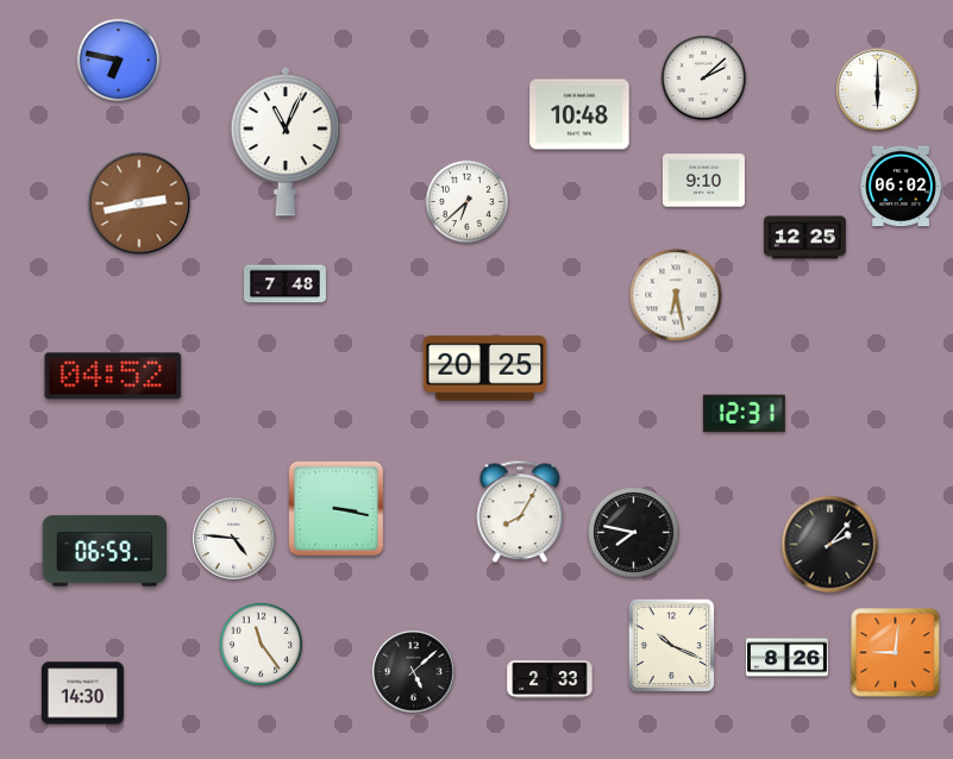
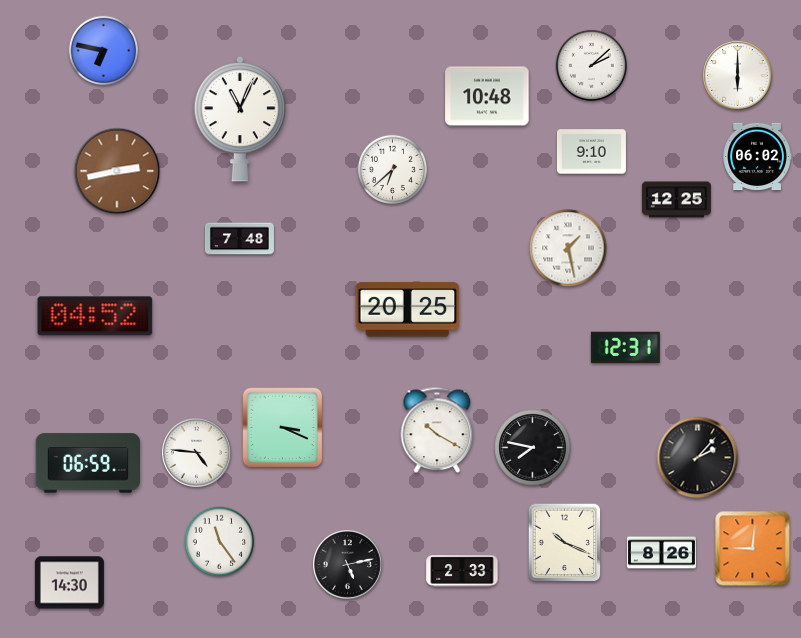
clock at (119, 61) position: (119, 61) -> (104, 51)
clock at (676, 295): 6:28 -> 1:28
clock at (337, 509): 3:17 -> 3:19
clock at (520, 512): 8:05 -> 10:20
clock at (414, 672): 5:08 -> 5:13
